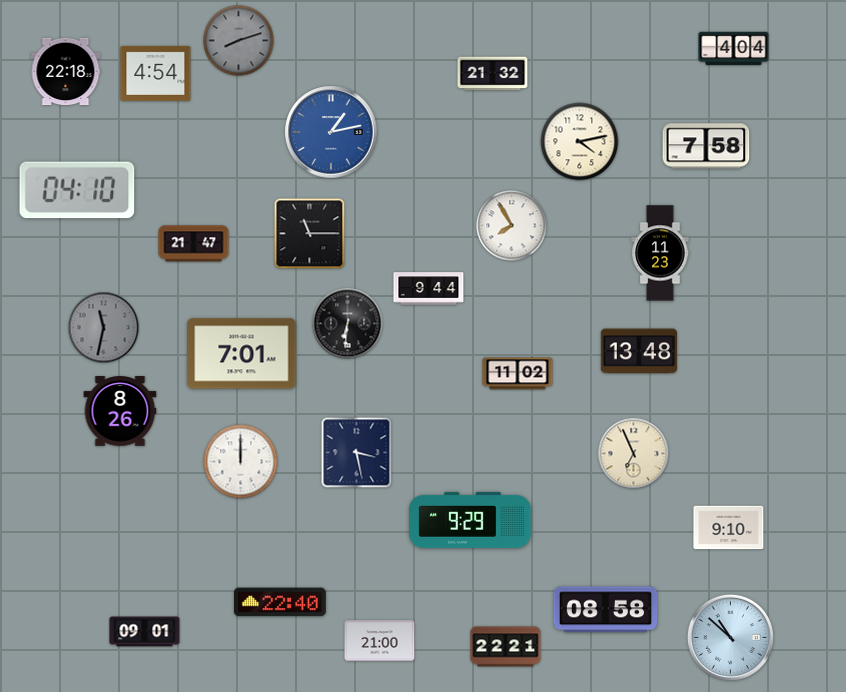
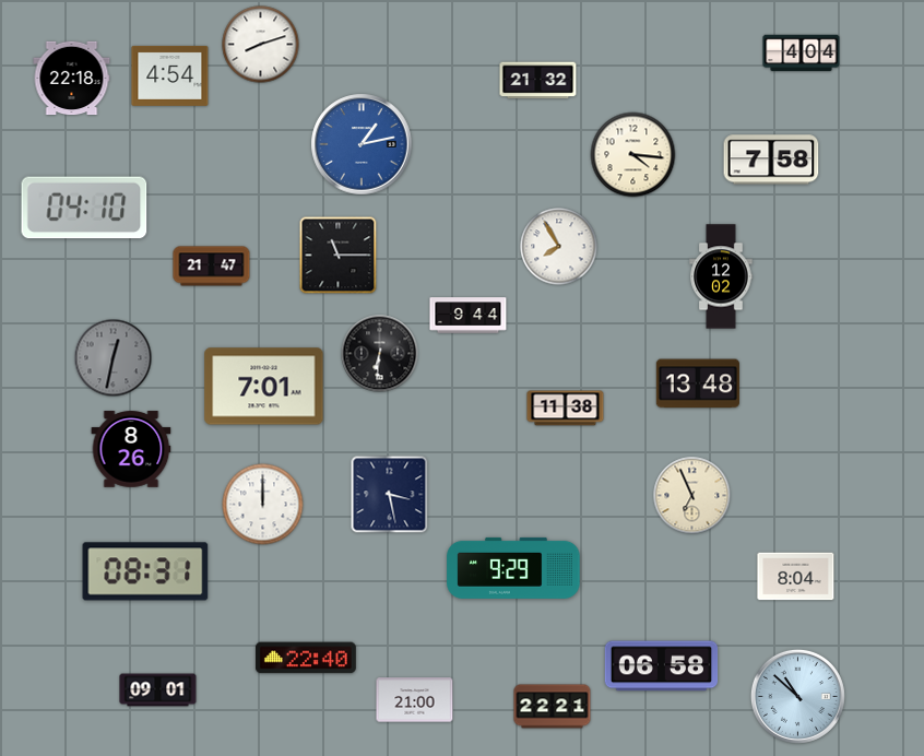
clock at (239, 41) dial: grey -> white
clock at (156, 73) position: (156, 73) -> (170, 75)
clock at (580, 142): 4:13 -> 4:16
clock at (660, 253): 11:23 -> 12:02
clock at (104, 328): 11:32 -> 12:32
clock at (518, 374): 11:02 -> 11:38
clock at (145, 571): none -> 08:31
clock at (729, 528): 9:10 -> 8:04
clock at (606, 610): 08:58 -> 06:58
